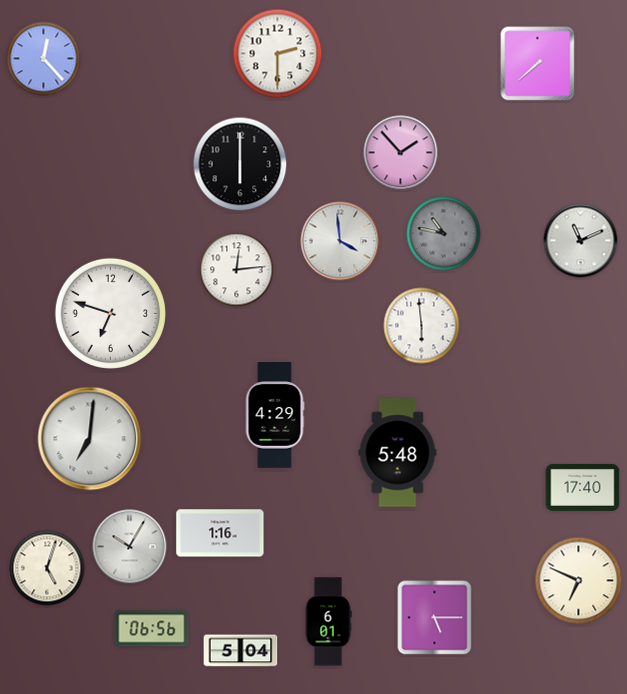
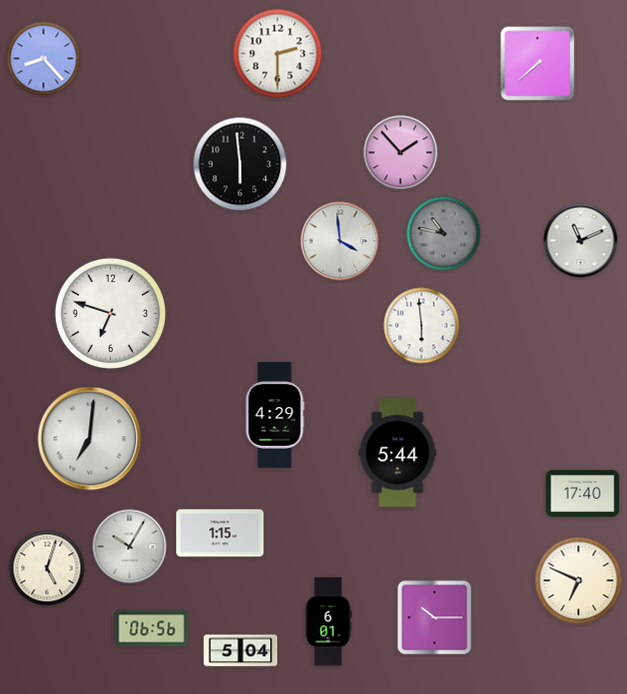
clock at (44, 59): 12:23 -> 8:23
clock at (240, 164): 6:00 -> 5:59
clock at (237, 270): 12:14 -> none
clock at (398, 453): 5:48 -> 5:44
clock at (583, 487) position: (583, 487) -> (583, 493)
clock at (220, 533): 1:16 -> 1:15
clock at (435, 618): 5:15 -> 10:15
